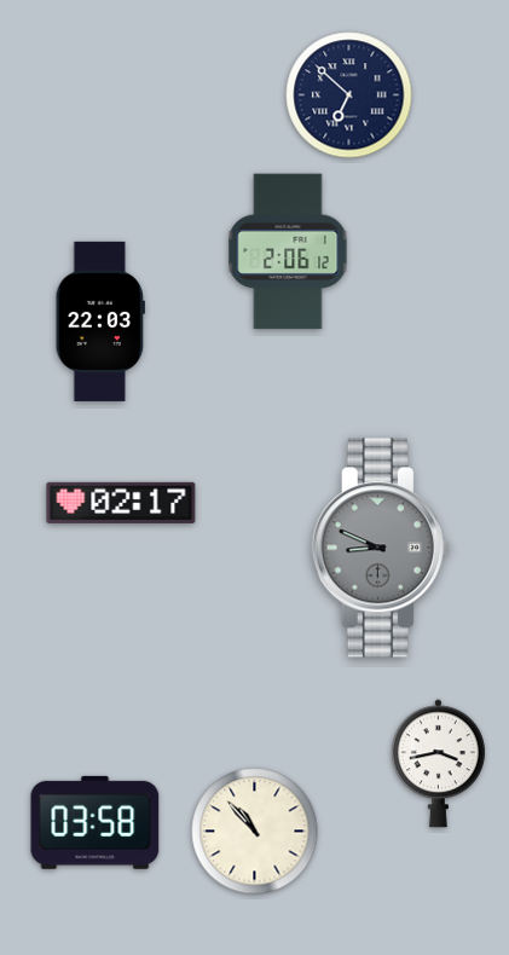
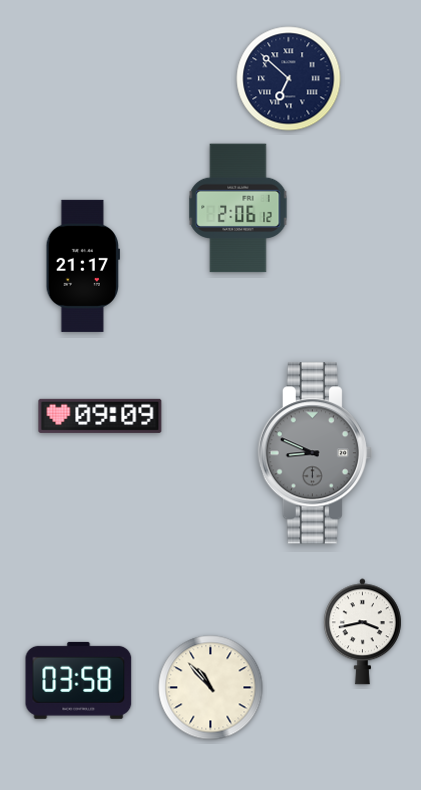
clock at (100, 322): 22:03 -> 21:17
clock at (121, 503): 02:17 -> 09:09
